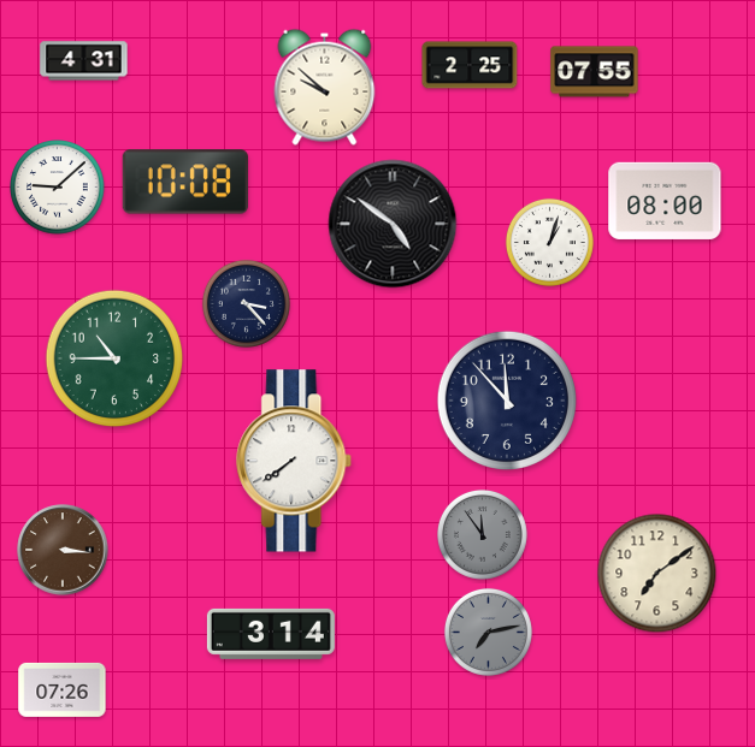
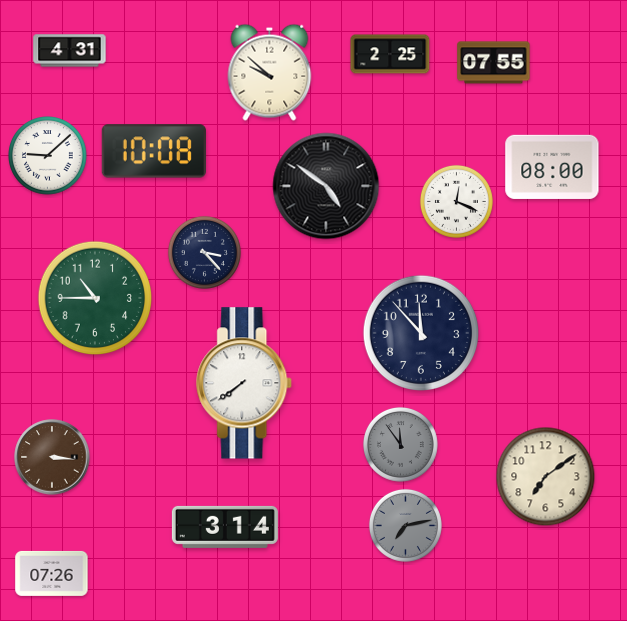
clock at (595, 72) position: (595, 72) -> (494, 63)
clock at (549, 242): 1:03 -> 12:19
